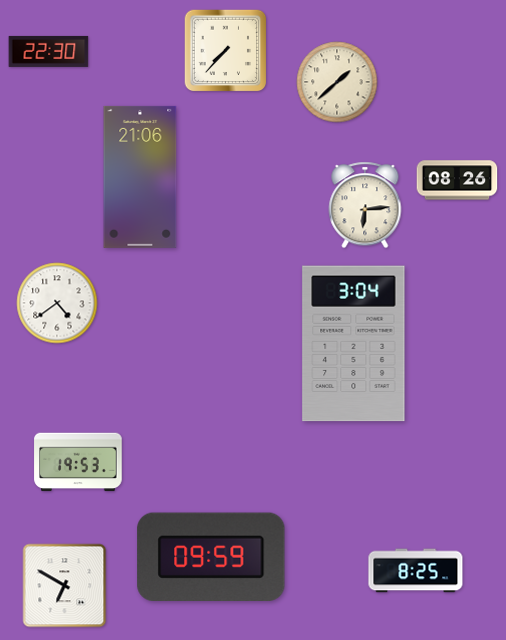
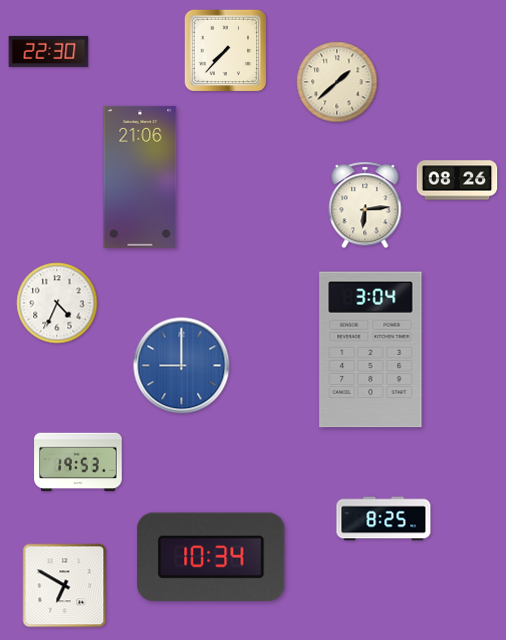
clock at (57, 303): 4:39 -> 4:34
clock at (354, 344) position: (354, 344) -> (371, 350)
clock at (182, 366): none -> 9:00
clock at (211, 556): 09:59 -> 10:34
clock at (416, 571) position: (416, 571) -> (384, 519)
